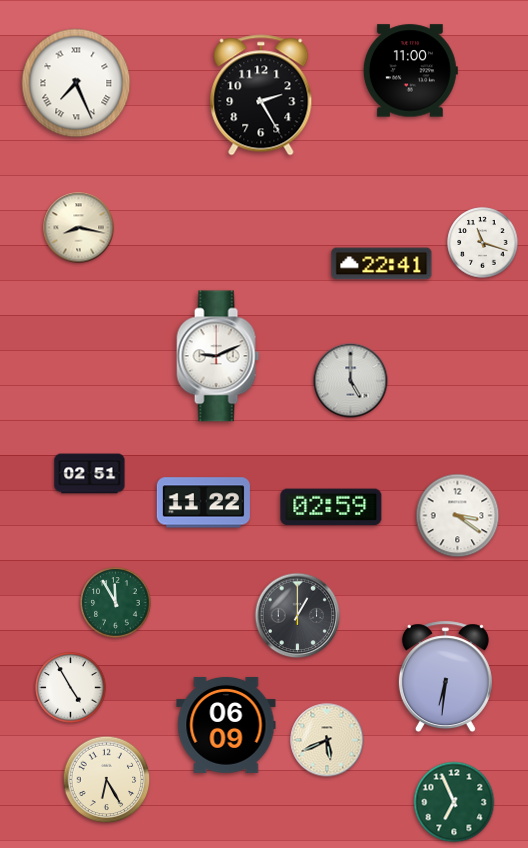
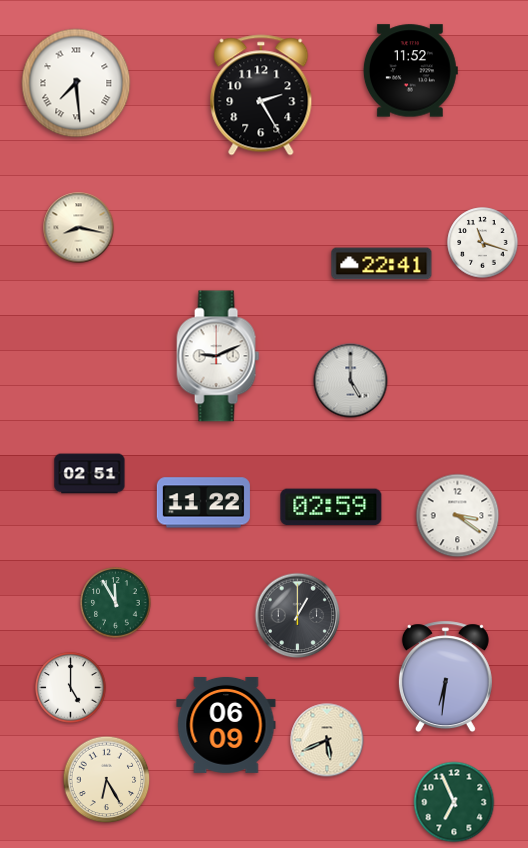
clock at (410, 71): 11:00 -> 11:52
clock at (76, 83): 7:26 -> 7:29
clock at (71, 688): 4:55 -> 5:00
